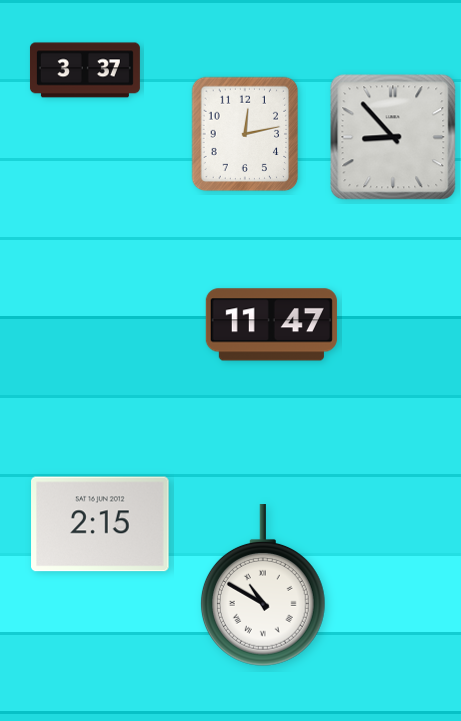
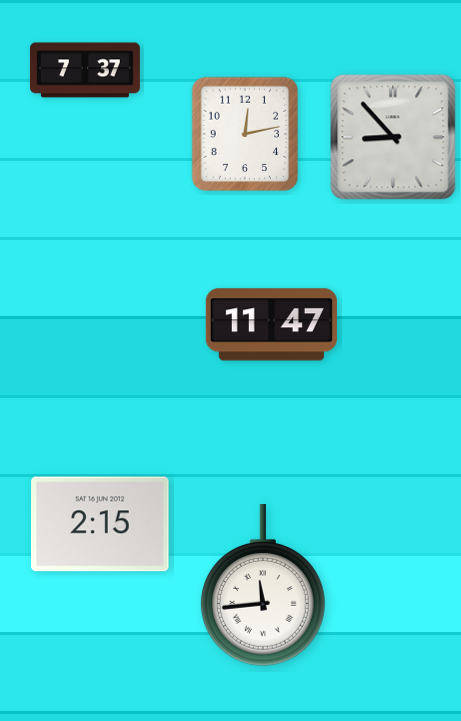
clock at (85, 70): 3:37 -> 7:37
clock at (263, 585): 10:50 -> 11:44
